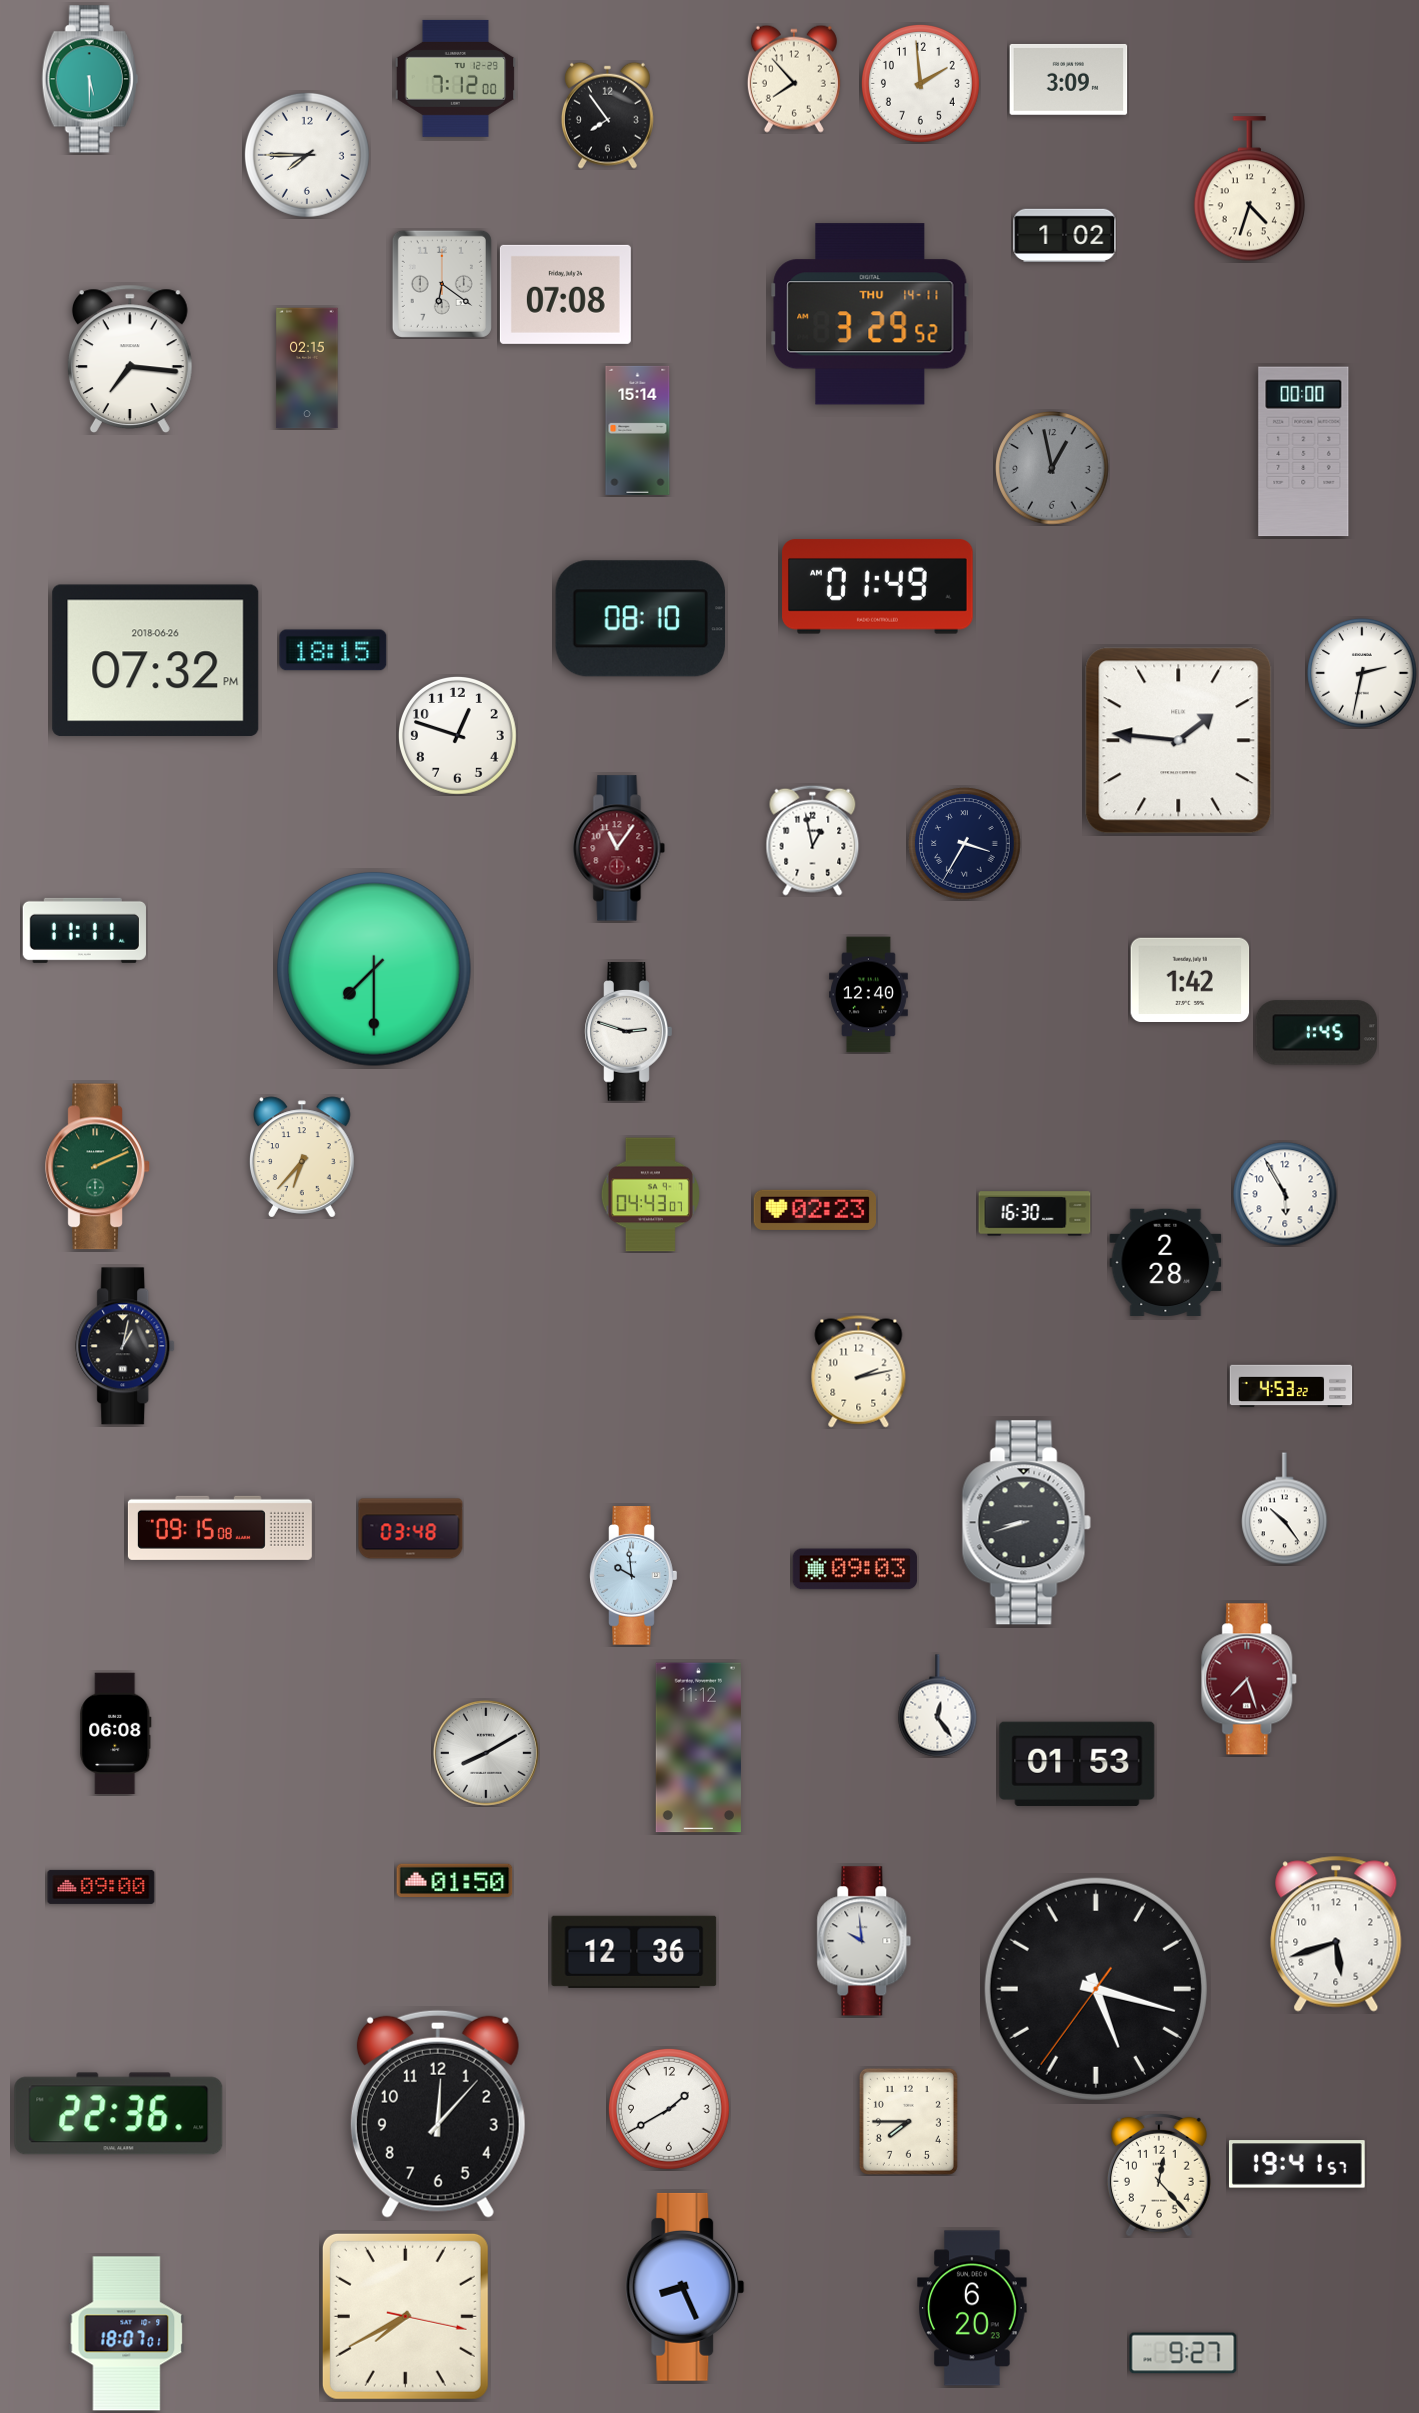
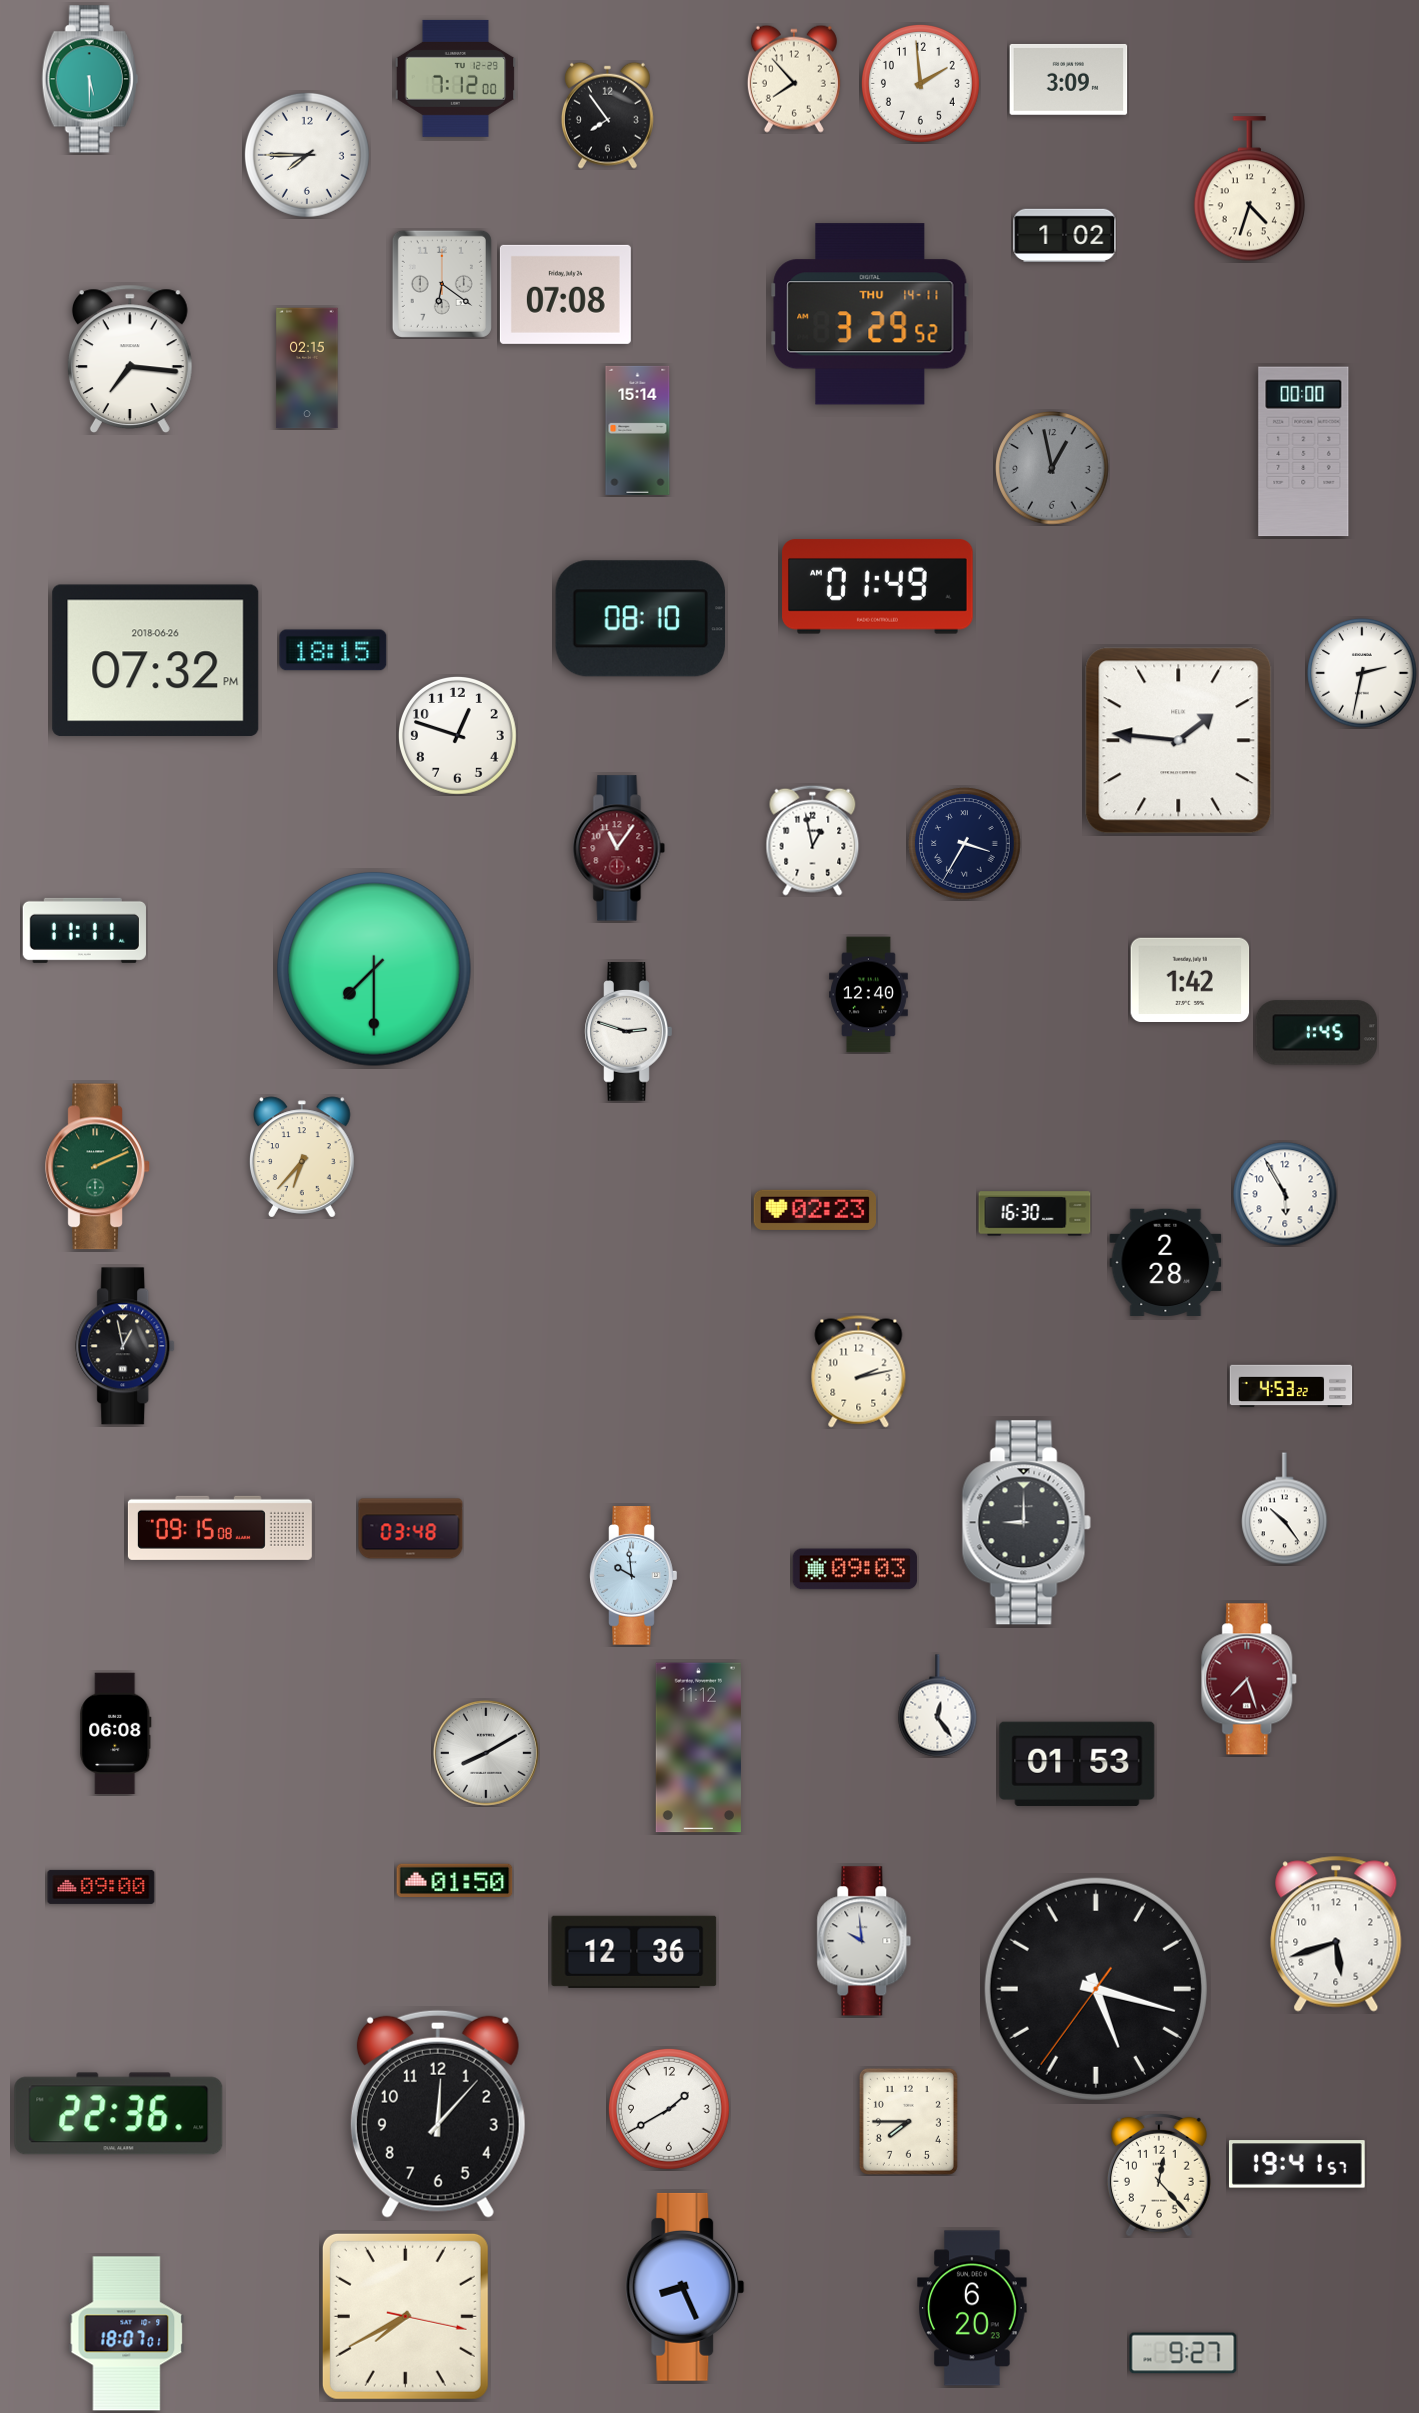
clock at (650, 1195): 04:43 -> none
clock at (126, 1346): 1:02 -> 12:58
clock at (1026, 1523): 8:42 -> 9:00
